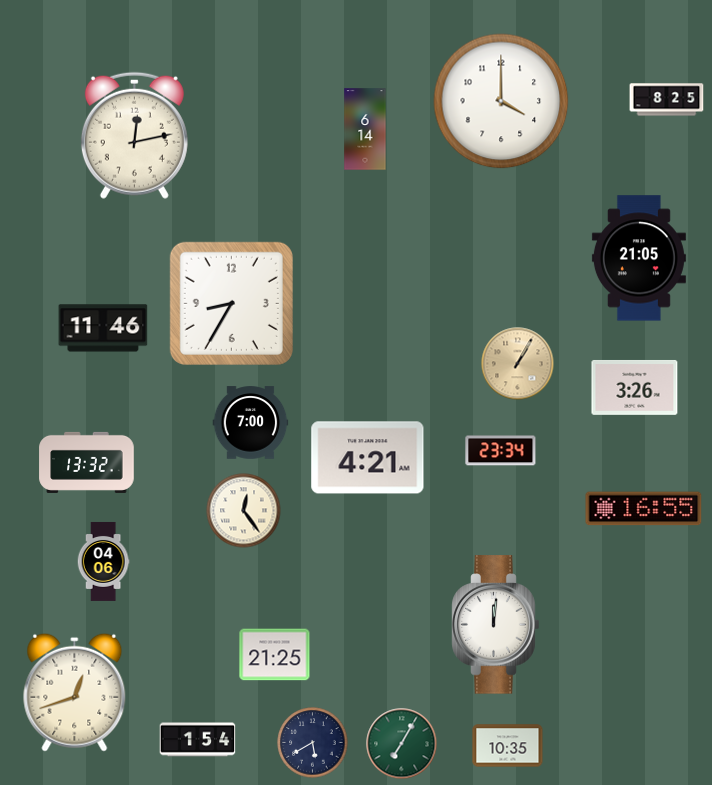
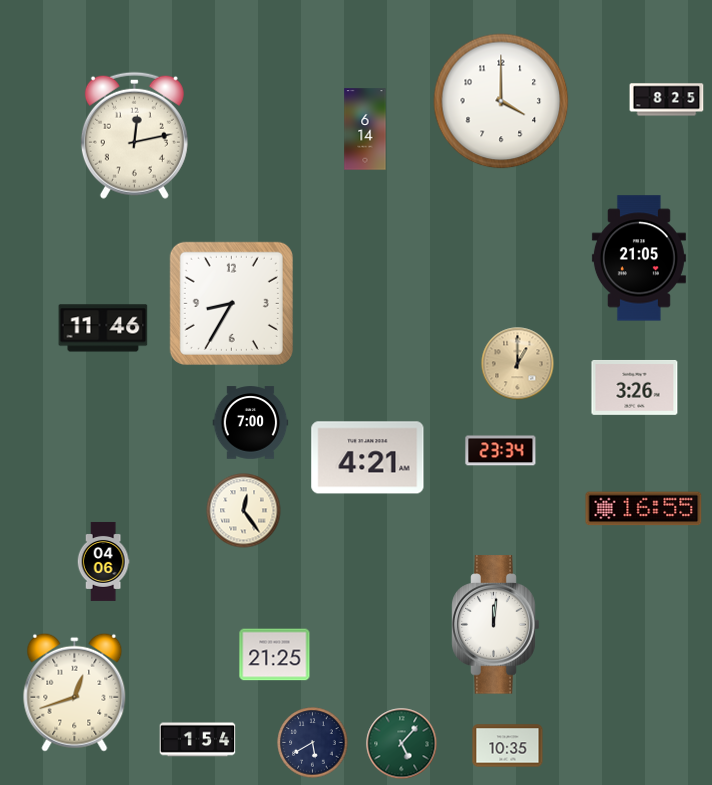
clock at (518, 364): 1:05 -> 1:00
clock at (87, 462): 13:32 -> none
clock at (402, 744): 7:05 -> 5:07
